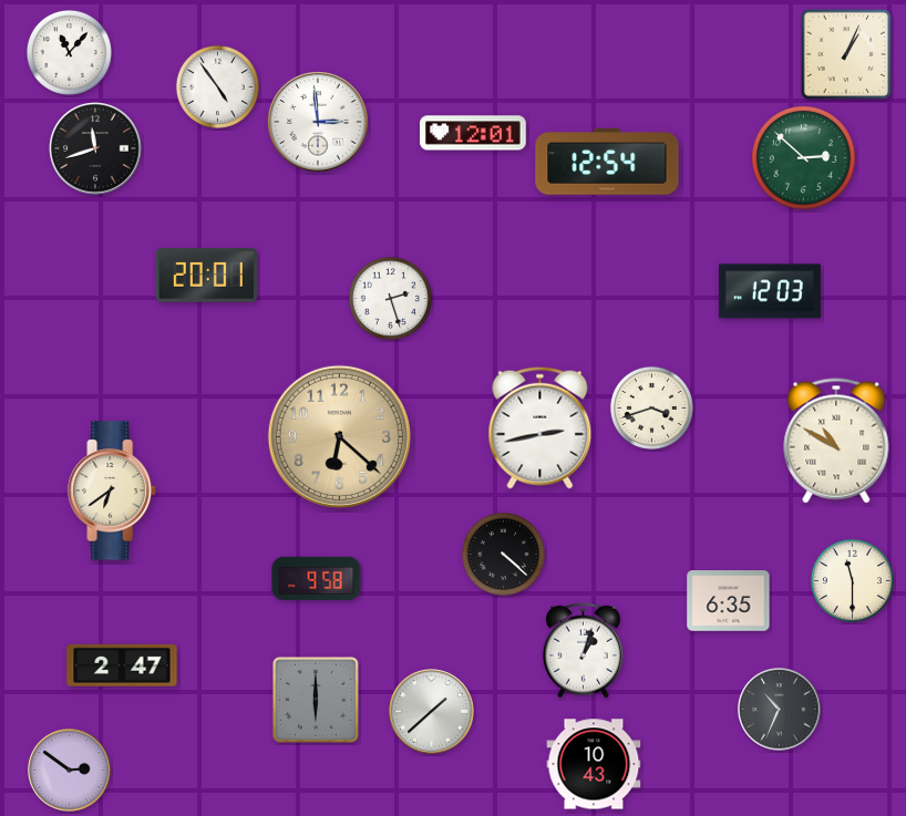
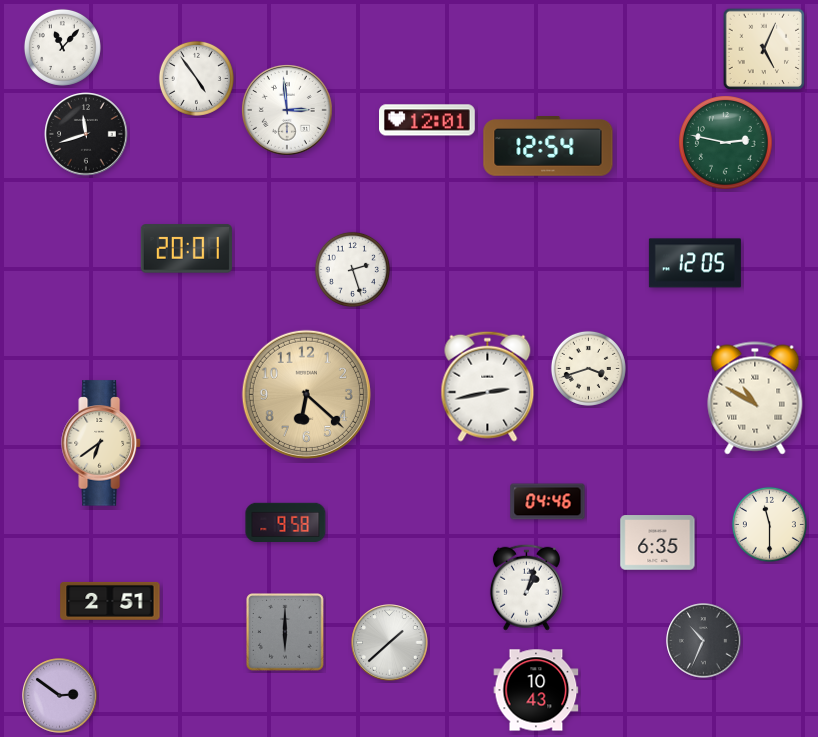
clock at (846, 54): 1:04 -> 5:04
clock at (804, 158): 2:52 -> 2:47
clock at (770, 291): 12:03 -> 12:05
clock at (503, 554): 4:22 -> none
clock at (548, 502): none -> 04:46
clock at (122, 665): 2:47 -> 2:51
clock at (70, 771) position: (70, 771) -> (60, 696)
